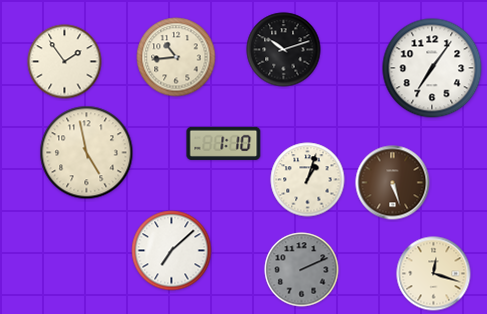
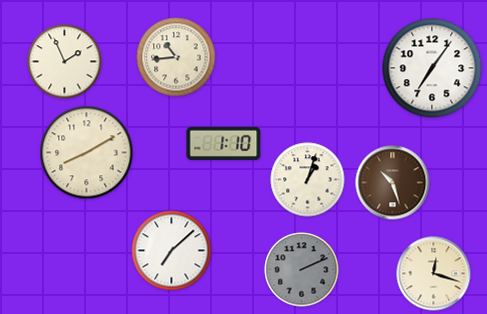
clock at (284, 50): 10:12 -> none
clock at (65, 62): 1:54 -> 1:56
clock at (87, 153): 4:58 -> 8:10
clock at (393, 183): 5:27 -> 10:27
